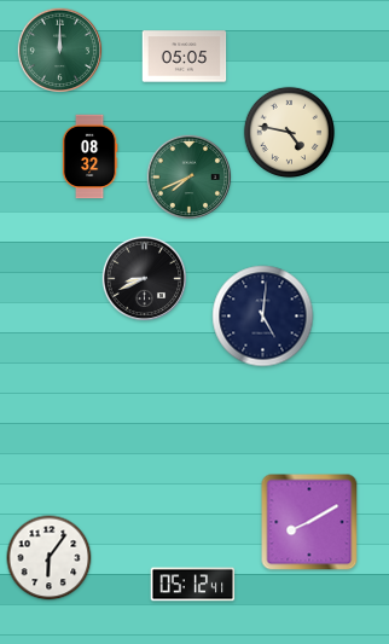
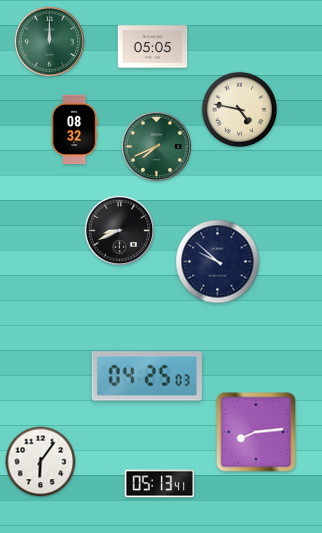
clock at (263, 317): 5:01 -> 9:52
clock at (147, 376): none -> 04:25
clock at (309, 522): 8:10 -> 8:14
clock at (193, 585): 05:12 -> 05:13
